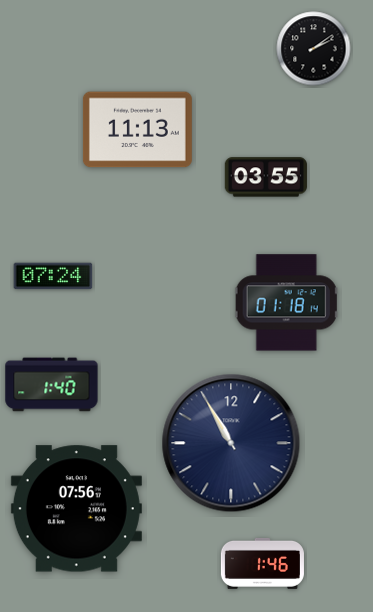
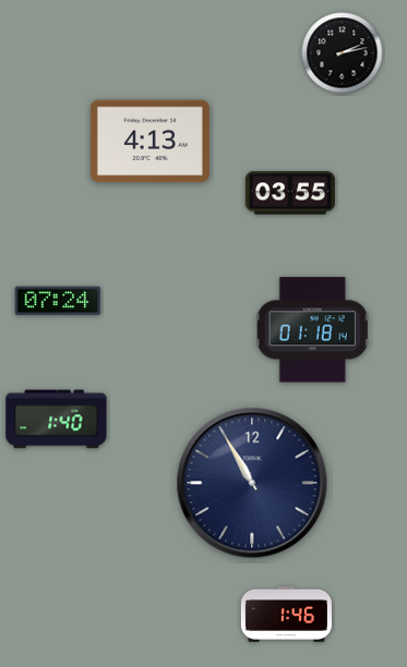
clock at (314, 49): 2:09 -> 2:13
clock at (137, 130): 11:13 -> 4:13
clock at (76, 509): 07:56 -> none
